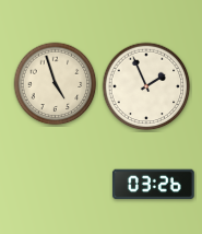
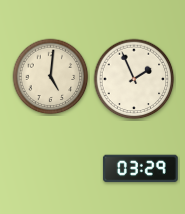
clock at (56, 84): 4:57 -> 5:01
clock at (154, 185): 03:26 -> 03:29
